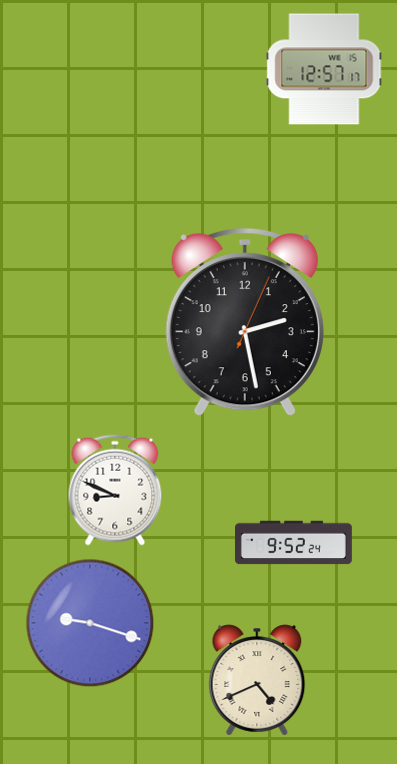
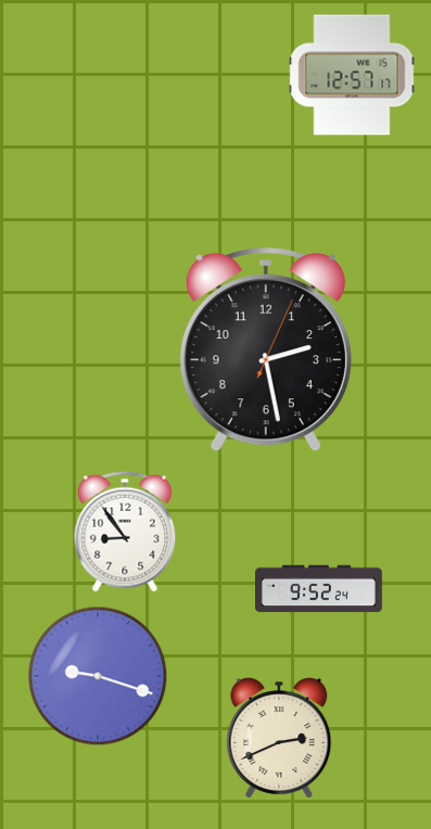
clock at (115, 490): 8:49 -> 8:54
clock at (257, 680): 4:41 -> 2:41
